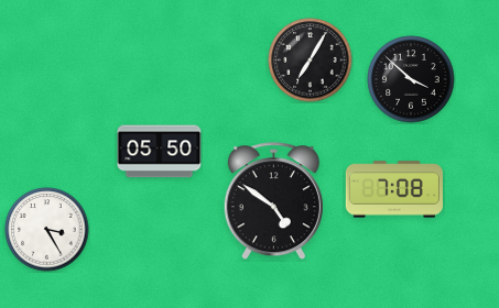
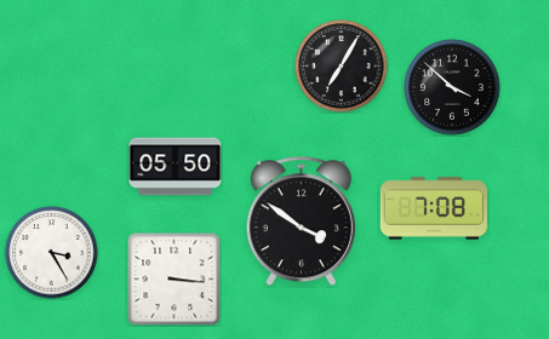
clock at (273, 201): 4:51 -> 3:51
clock at (173, 278): none -> 3:16
